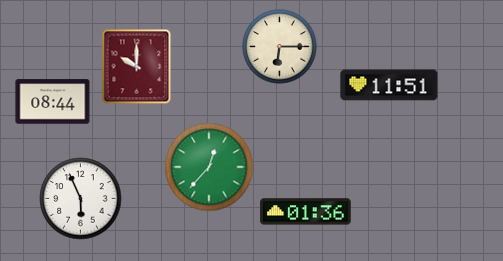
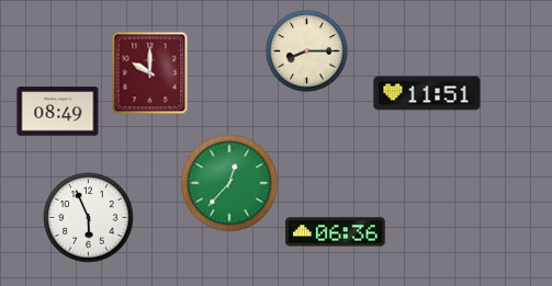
clock at (280, 47): 6:15 -> 8:15
clock at (53, 102): 08:44 -> 08:49
clock at (306, 212): 01:36 -> 06:36
